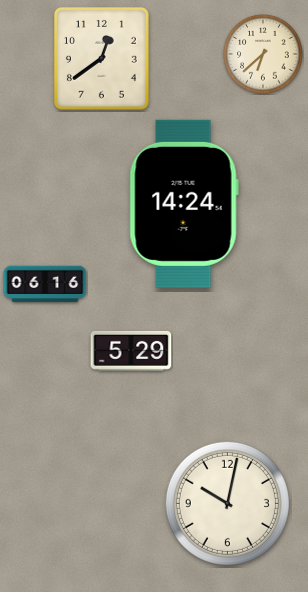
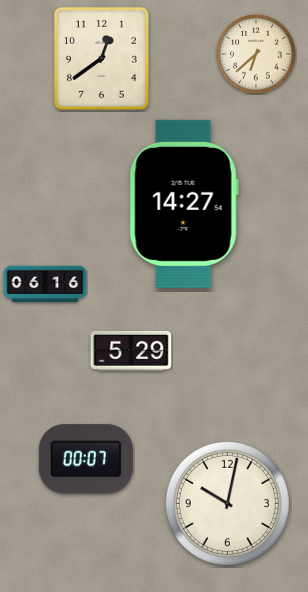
clock at (263, 54) position: (263, 54) -> (256, 54)
clock at (184, 204): 14:24 -> 14:27
clock at (86, 459): none -> 00:07
